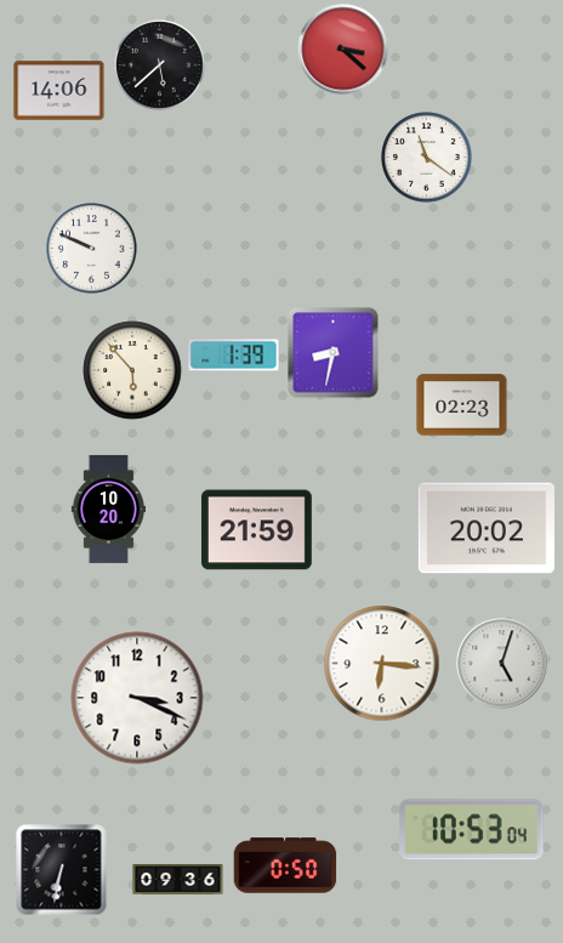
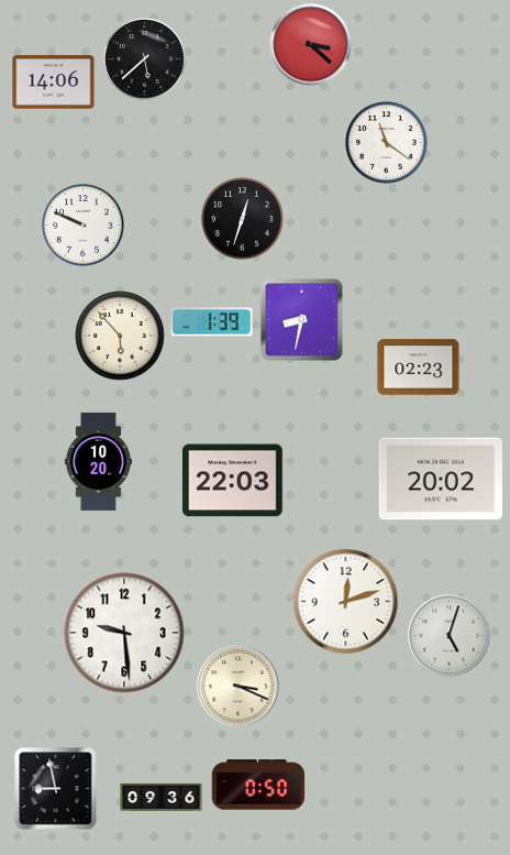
clock at (243, 219): none -> 12:33
clock at (256, 530): 21:59 -> 22:03
clock at (382, 664): 6:16 -> 12:12
clock at (502, 664) position: (502, 664) -> (450, 636)
clock at (137, 698): 3:19 -> 9:29
clock at (239, 687): none -> 3:19
clock at (472, 830): 10:53 -> none
clock at (62, 870): 6:32 -> 8:58
